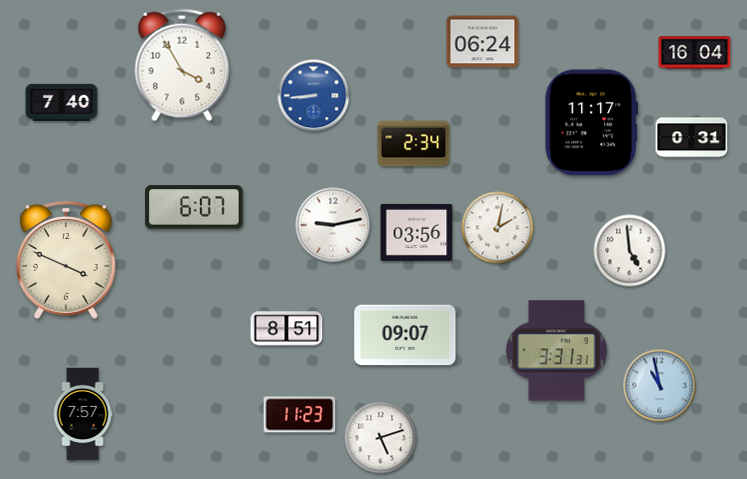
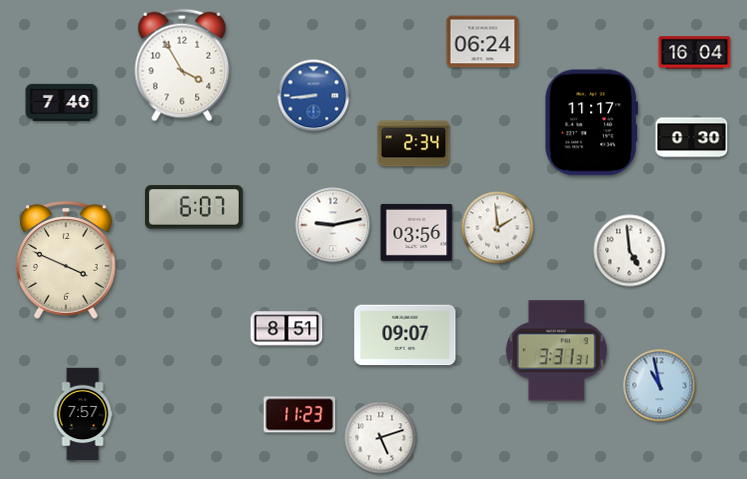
clock at (692, 138): 0:31 -> 0:30
clock at (498, 228): 2:02 -> 1:59
